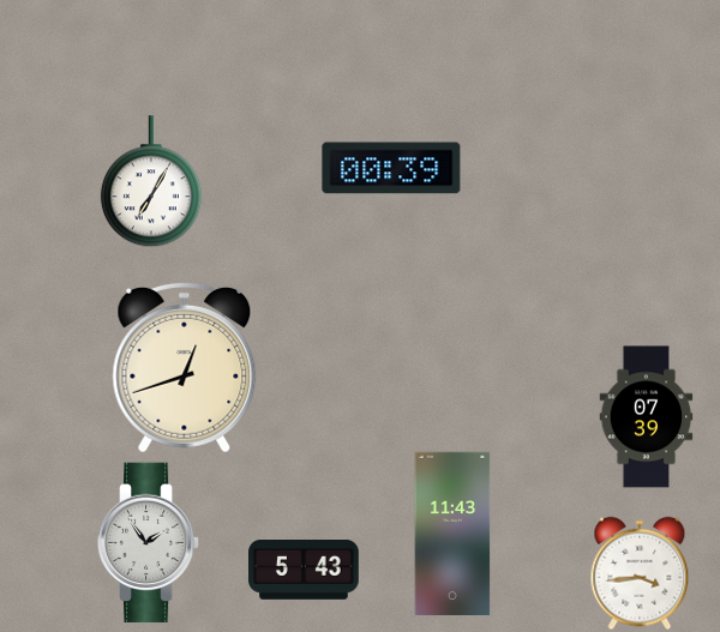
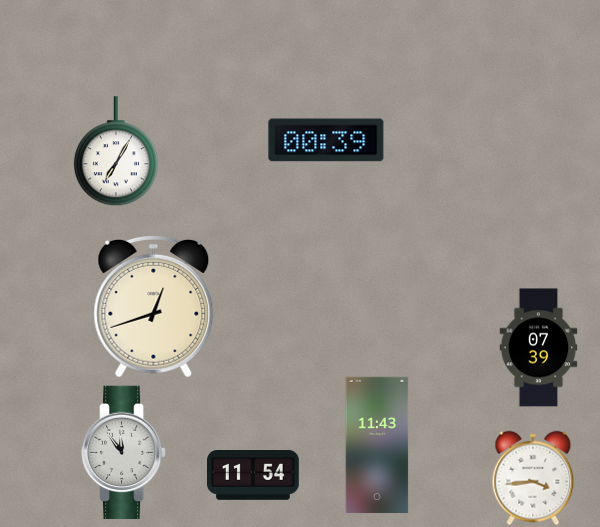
clock at (151, 181) position: (151, 181) -> (116, 151)
clock at (149, 543): 1:54 -> 11:54
clock at (305, 571): 5:43 -> 11:54
